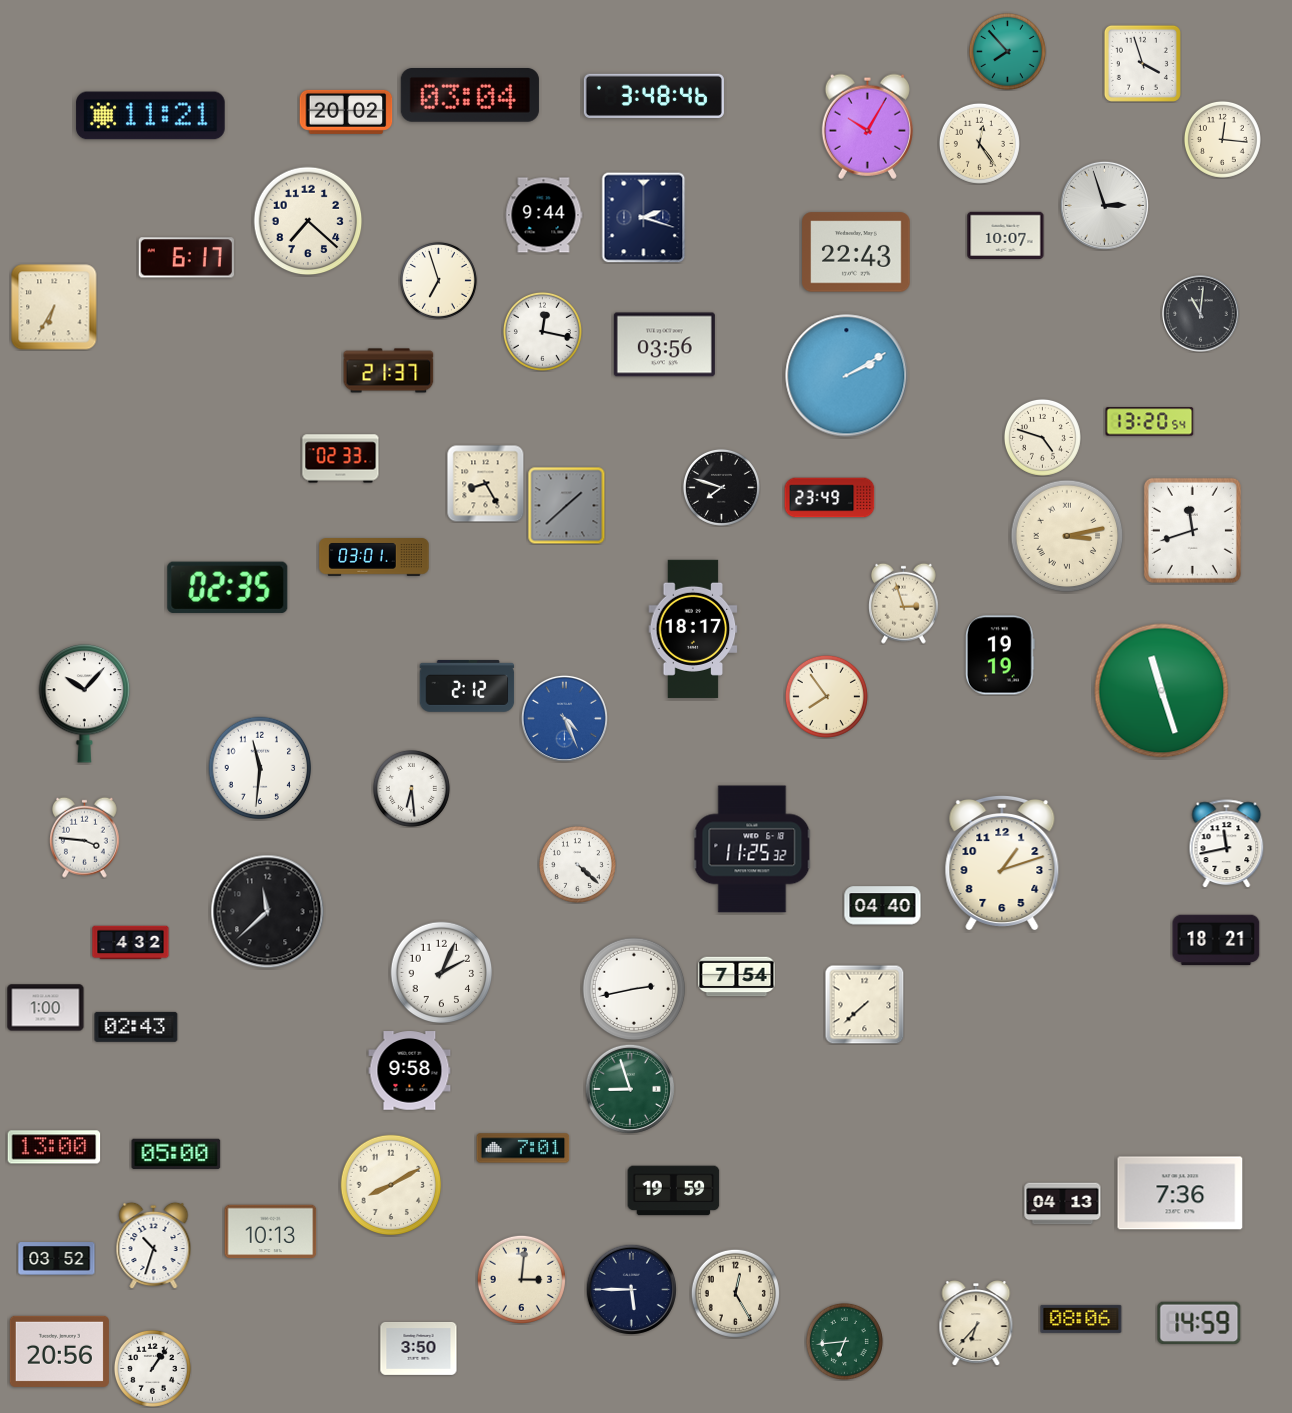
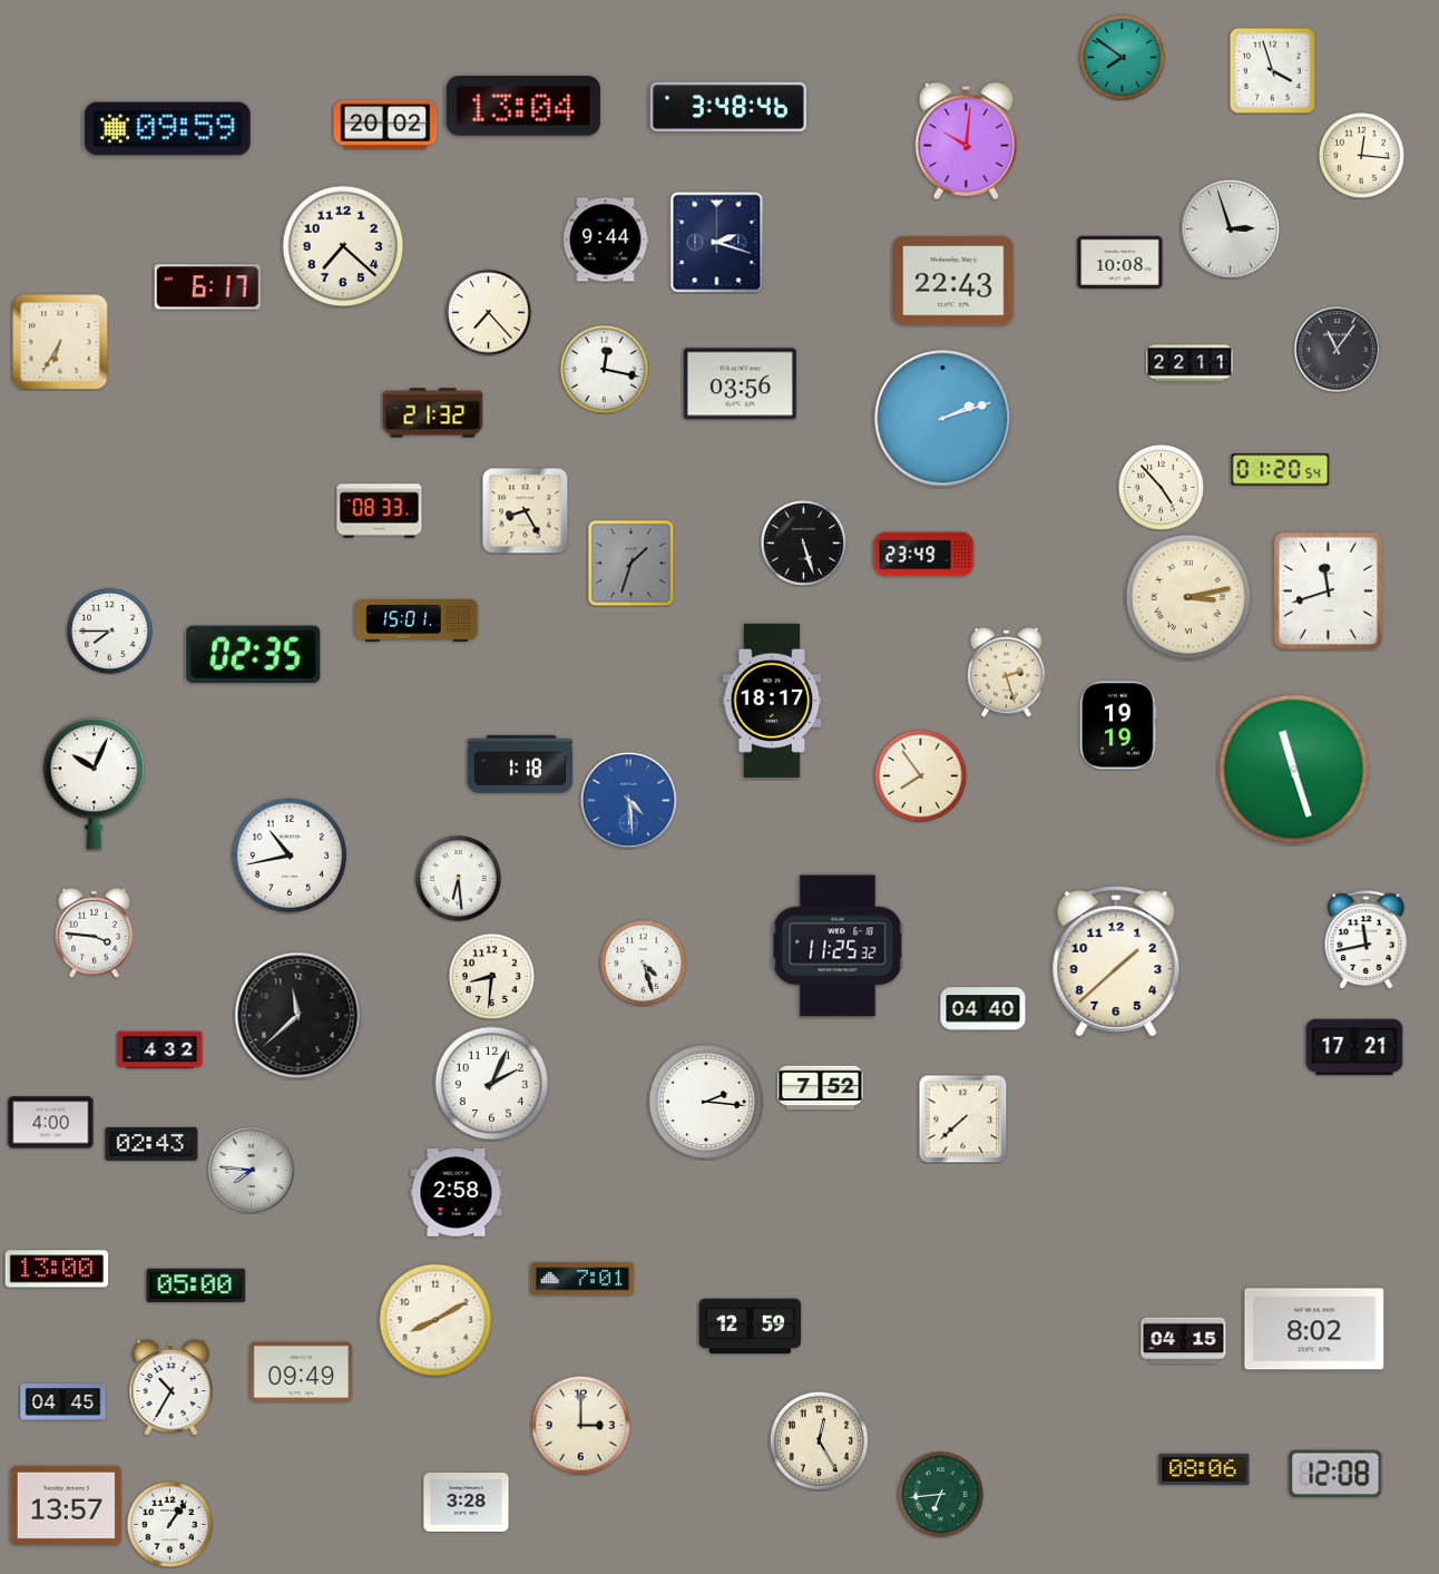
clock at (1007, 51): 7:53 -> 7:51
clock at (470, 96): 03:04 -> 13:04
clock at (151, 116): 11:21 -> 09:59
clock at (867, 126): 10:05 -> 10:01
clock at (979, 143): 12:24 -> none
clock at (1006, 235): 10:07 -> 10:08
clock at (438, 280): 6:57 -> 7:23
clock at (1201, 314): 11:01 -> 11:06
clock at (1190, 363): none -> 22:11
clock at (389, 371): 21:37 -> 21:32
clock at (847, 376): 2:10 -> 2:12
clock at (1150, 422): 13:20 -> 01:20
clock at (1042, 437): 4:48 -> 4:53
clock at (341, 459): 02:33 -> 08:33
clock at (485, 483) position: (485, 483) -> (525, 510)
clock at (721, 487): 7:48 -> 5:27
clock at (566, 505): 1:38 -> 1:33
clock at (374, 557): 03:01 -> 15:01
clock at (109, 630): none -> 7:45
clock at (903, 603): 2:57 -> 2:27
clock at (1000, 655) position: (1000, 655) -> (1118, 725)
clock at (467, 686): 2:12 -> 1:18
clock at (85, 703): 10:07 -> 10:04
clock at (564, 718): 4:26 -> 4:29
clock at (260, 768): 11:31 -> 10:43
clock at (1002, 863): 1:12 -> 1:38
clock at (577, 864): 4:22 -> 4:27
clock at (491, 976): none -> 8:31
clock at (1216, 940): 18:21 -> 17:21
clock at (131, 943) position: (131, 943) -> (160, 1050)
clock at (737, 977): 7:54 -> 7:52
clock at (634, 989): 2:43 -> 2:16
clock at (46, 1008): 1:00 -> 4:00
clock at (252, 1171): none -> 7:46
clock at (410, 1071): 9:58 -> 2:58
clock at (630, 1089): 8:57 -> none
clock at (54, 1147) position: (54, 1147) -> (57, 1269)
clock at (674, 1191): 19:59 -> 12:59
clock at (1180, 1193): 7:36 -> 8:02
clock at (1063, 1204): 04:13 -> 04:15
clock at (271, 1232): 10:13 -> 09:49
clock at (154, 1245): 10:33 -> 10:35
clock at (57, 1259): 03:52 -> 04:45
clock at (521, 1279): 3:01 -> 3:00
clock at (631, 1289): 5:45 -> none
clock at (976, 1323): 6:37 -> none
clock at (1199, 1323): 14:59 -> 12:08
clock at (419, 1348): 3:50 -> 3:28
clock at (59, 1351): 20:56 -> 13:57
